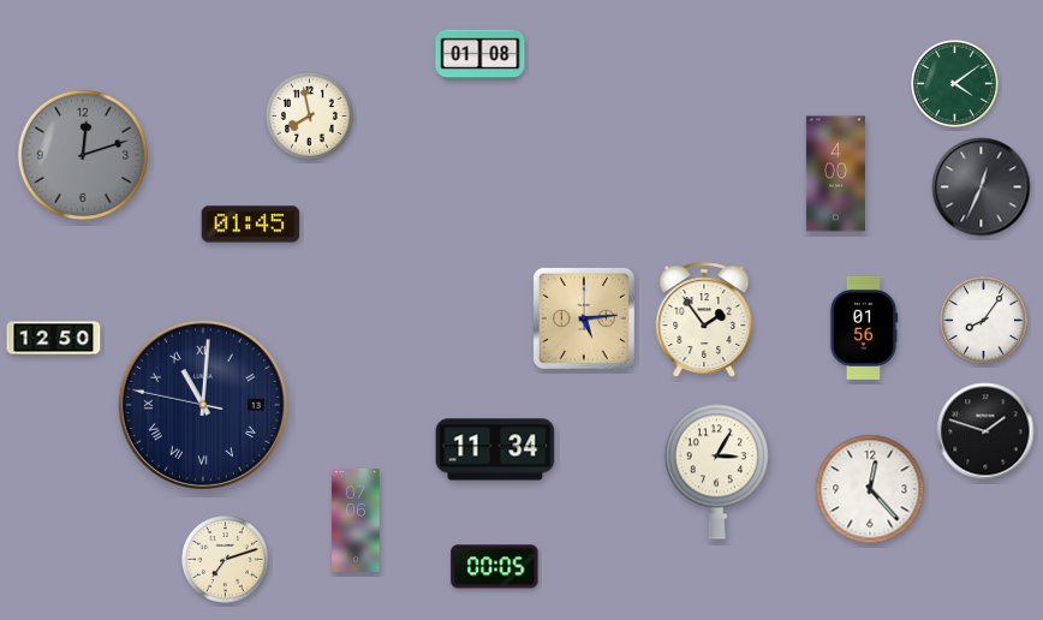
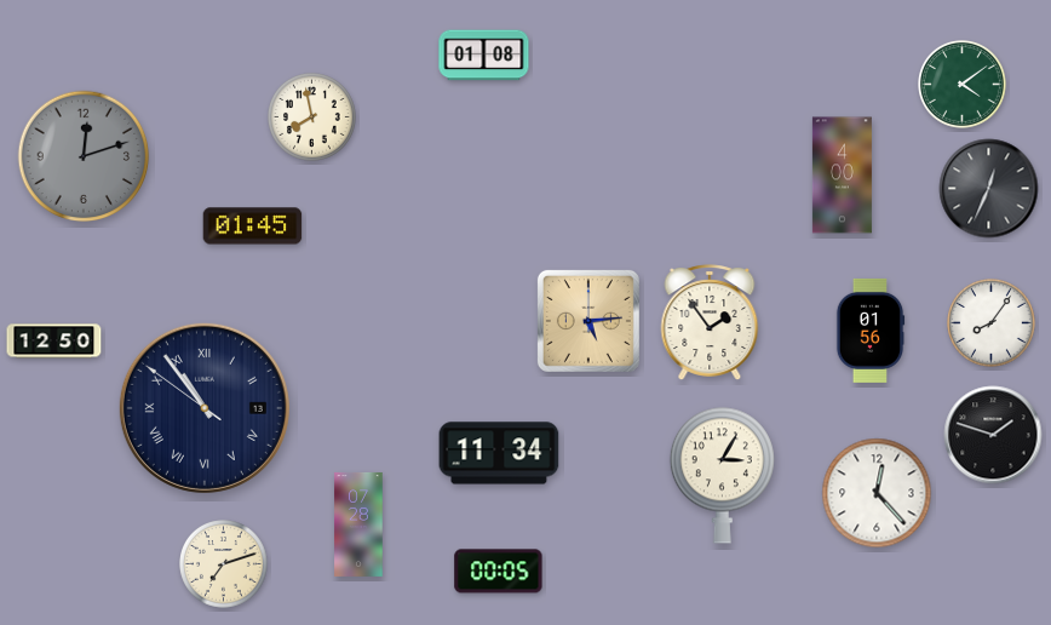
clock at (203, 405): 11:00 -> 10:53
clock at (356, 520): 07:06 -> 07:28
clock at (226, 560) position: (226, 560) -> (224, 564)
